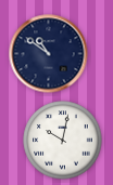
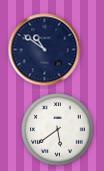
clock at (63, 141): 10:02 -> 5:39
